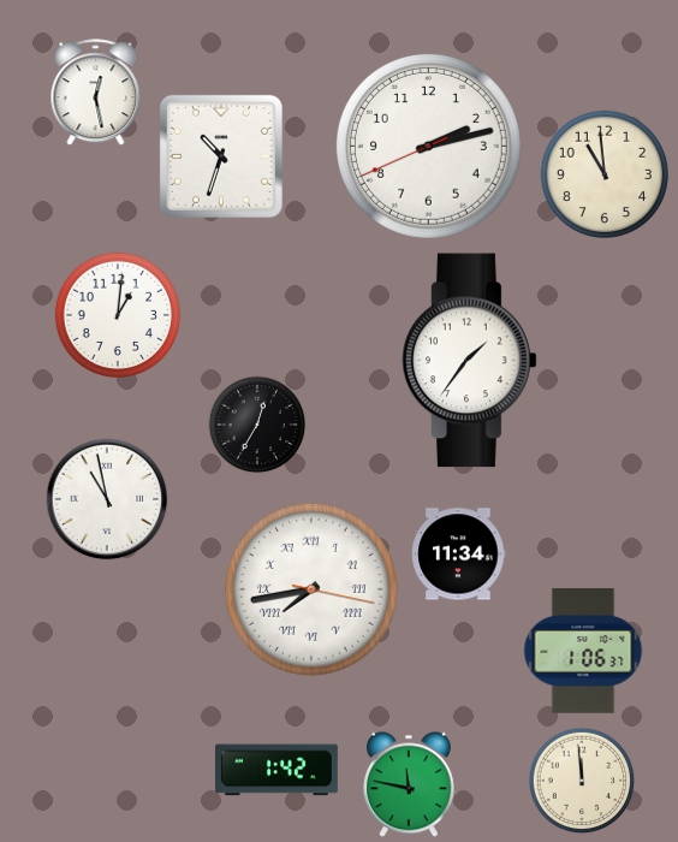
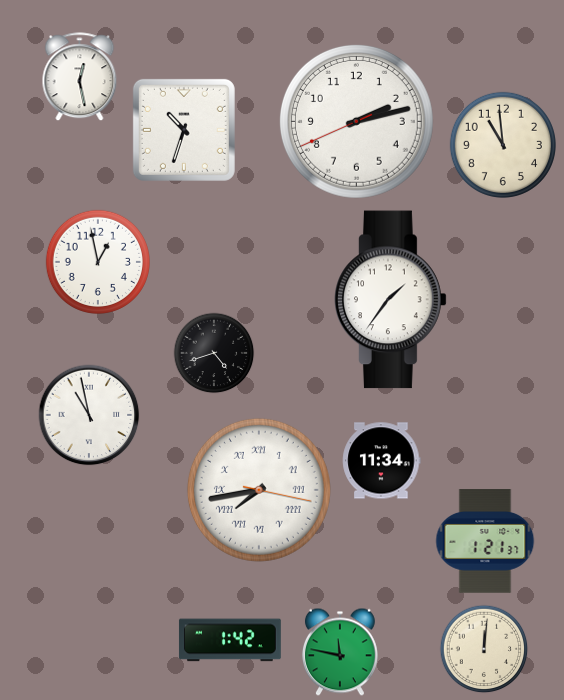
clock at (118, 315): 1:01 -> 12:58
clock at (257, 425): 12:35 -> 4:42
clock at (583, 651): 1:06 -> 1:21
clock at (582, 781): 11:59 -> 12:01
